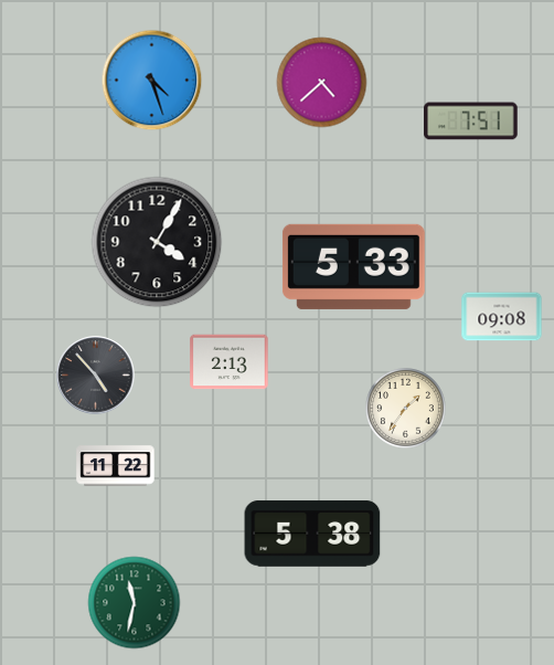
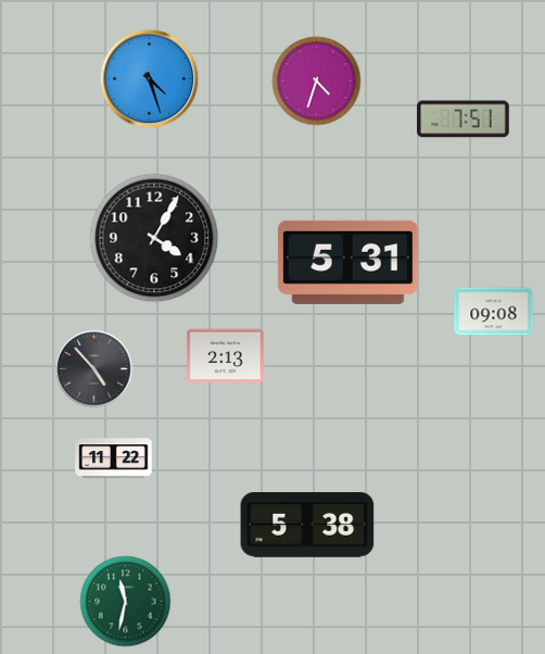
clock at (322, 83): 4:38 -> 4:33
clock at (353, 266): 5:33 -> 5:31
clock at (406, 409): 1:36 -> none
clock at (135, 603) position: (135, 603) -> (126, 602)
